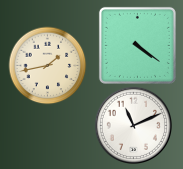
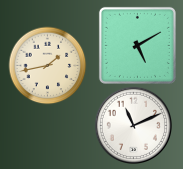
clock at (137, 45): 4:21 -> 5:10
